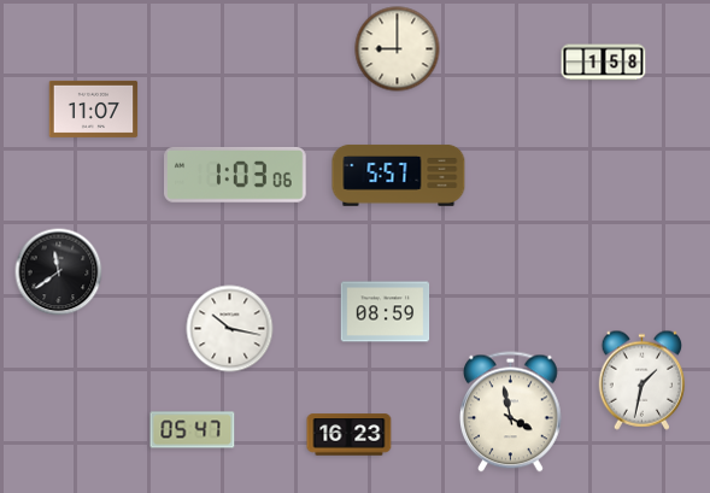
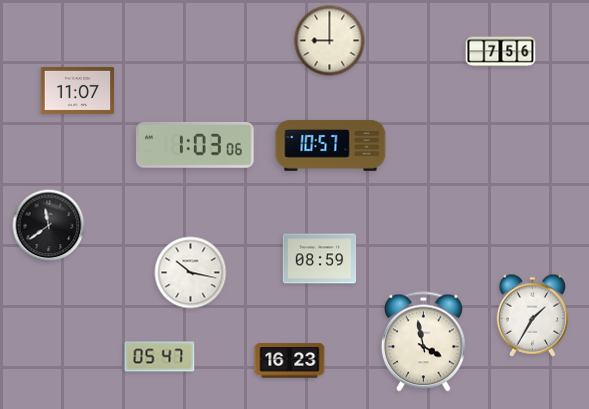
clock at (604, 63): 1:58 -> 7:56
clock at (399, 176): 5:57 -> 10:57
clock at (641, 380): 1:32 -> 1:35
